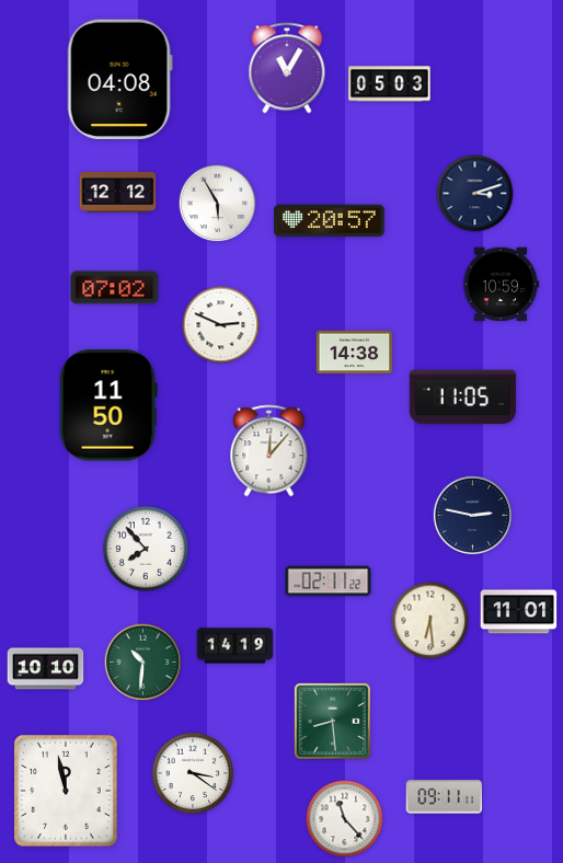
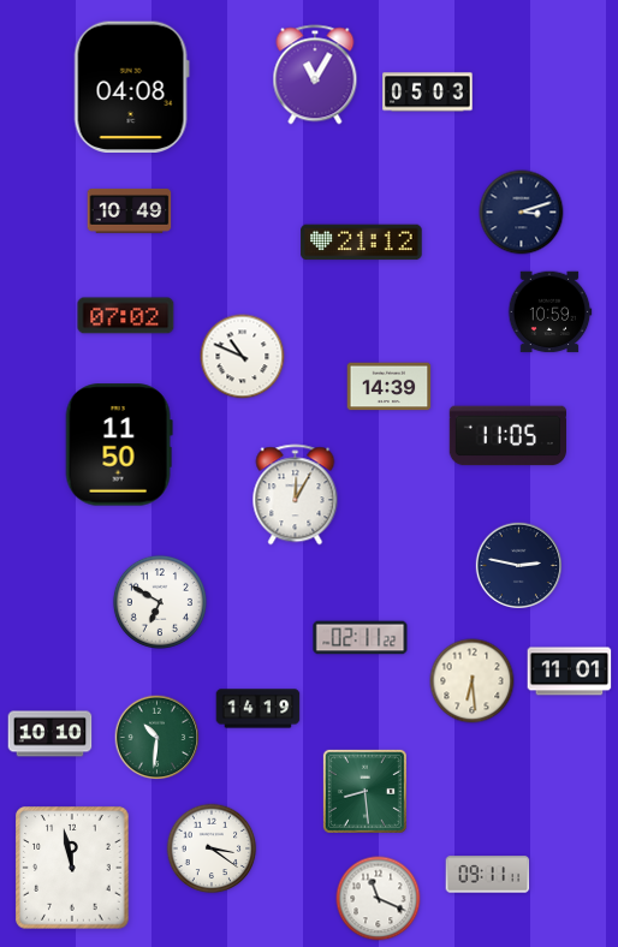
clock at (118, 192): 12:12 -> 10:49
clock at (218, 204): 5:55 -> none
clock at (330, 221): 20:57 -> 21:12
clock at (221, 325): 2:49 -> 10:49
clock at (355, 353): 14:38 -> 14:39
clock at (269, 451): 12:07 -> 12:05
clock at (146, 549): 7:53 -> 6:50
clock at (143, 663) position: (143, 663) -> (158, 738)
clock at (345, 819): 11:23 -> 11:19
